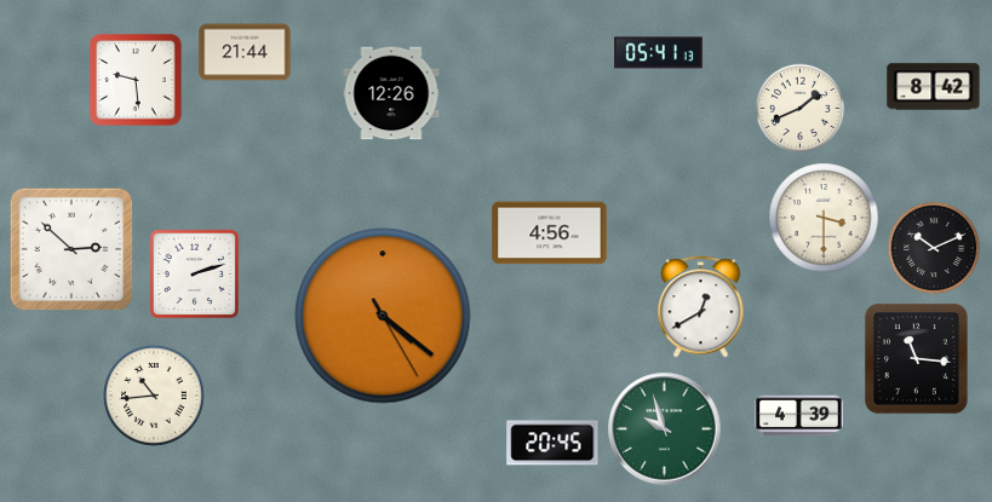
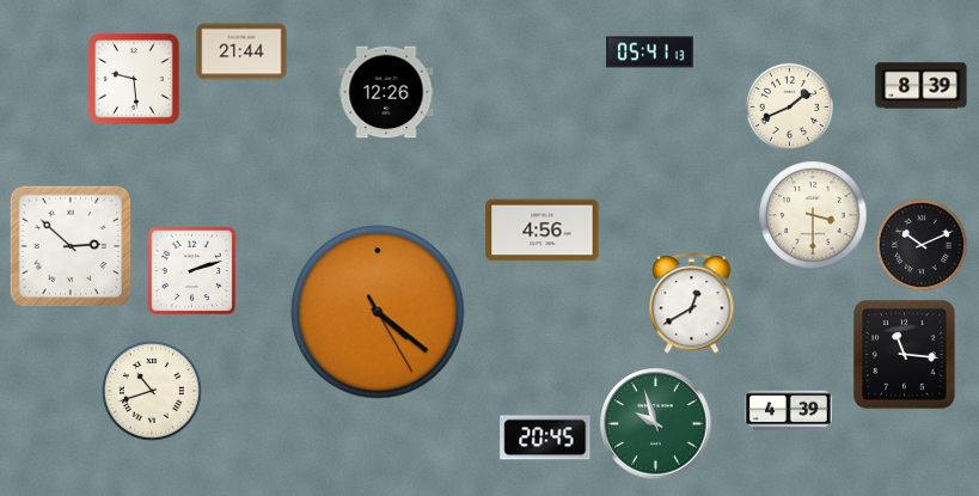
clock at (934, 87): 8:42 -> 8:39
clock at (155, 397): 10:44 -> 10:42
